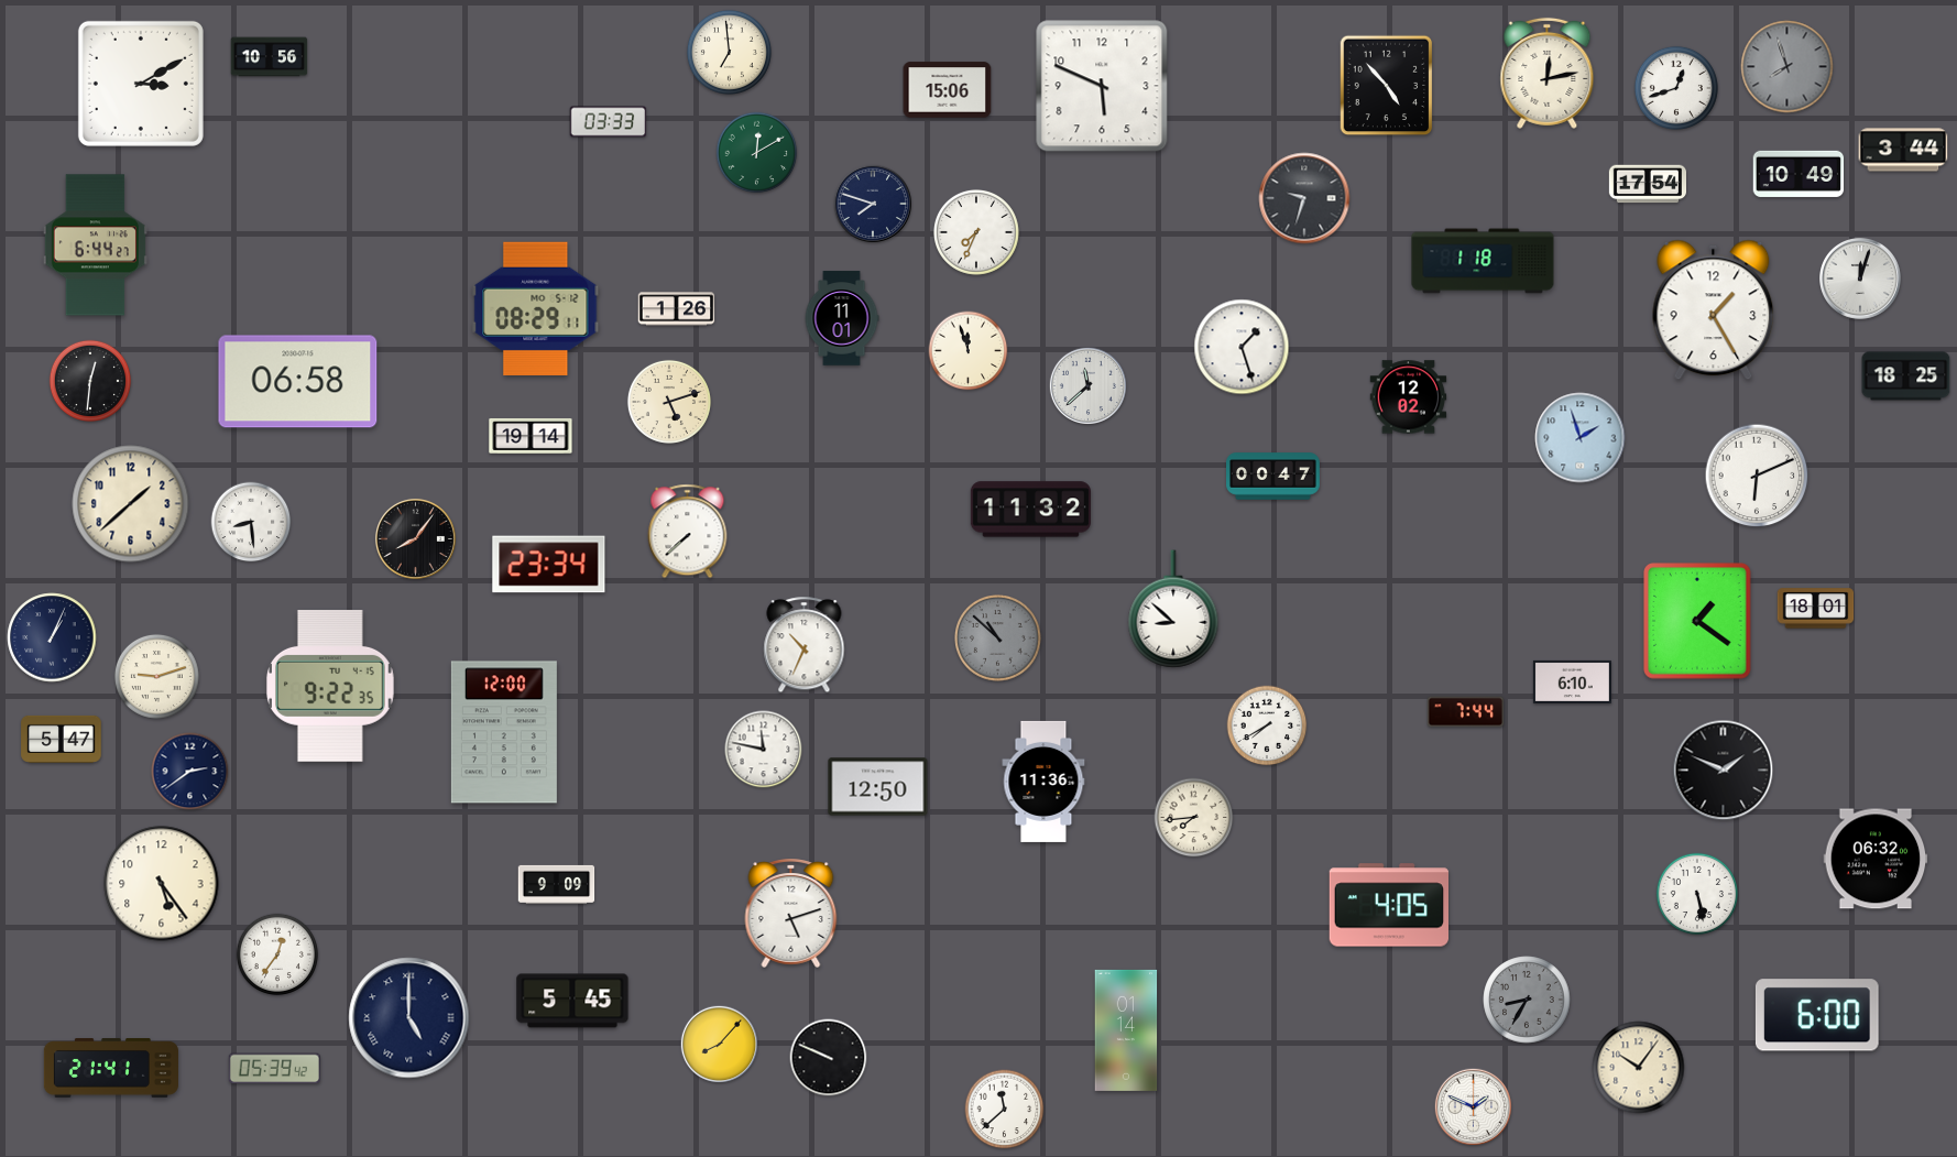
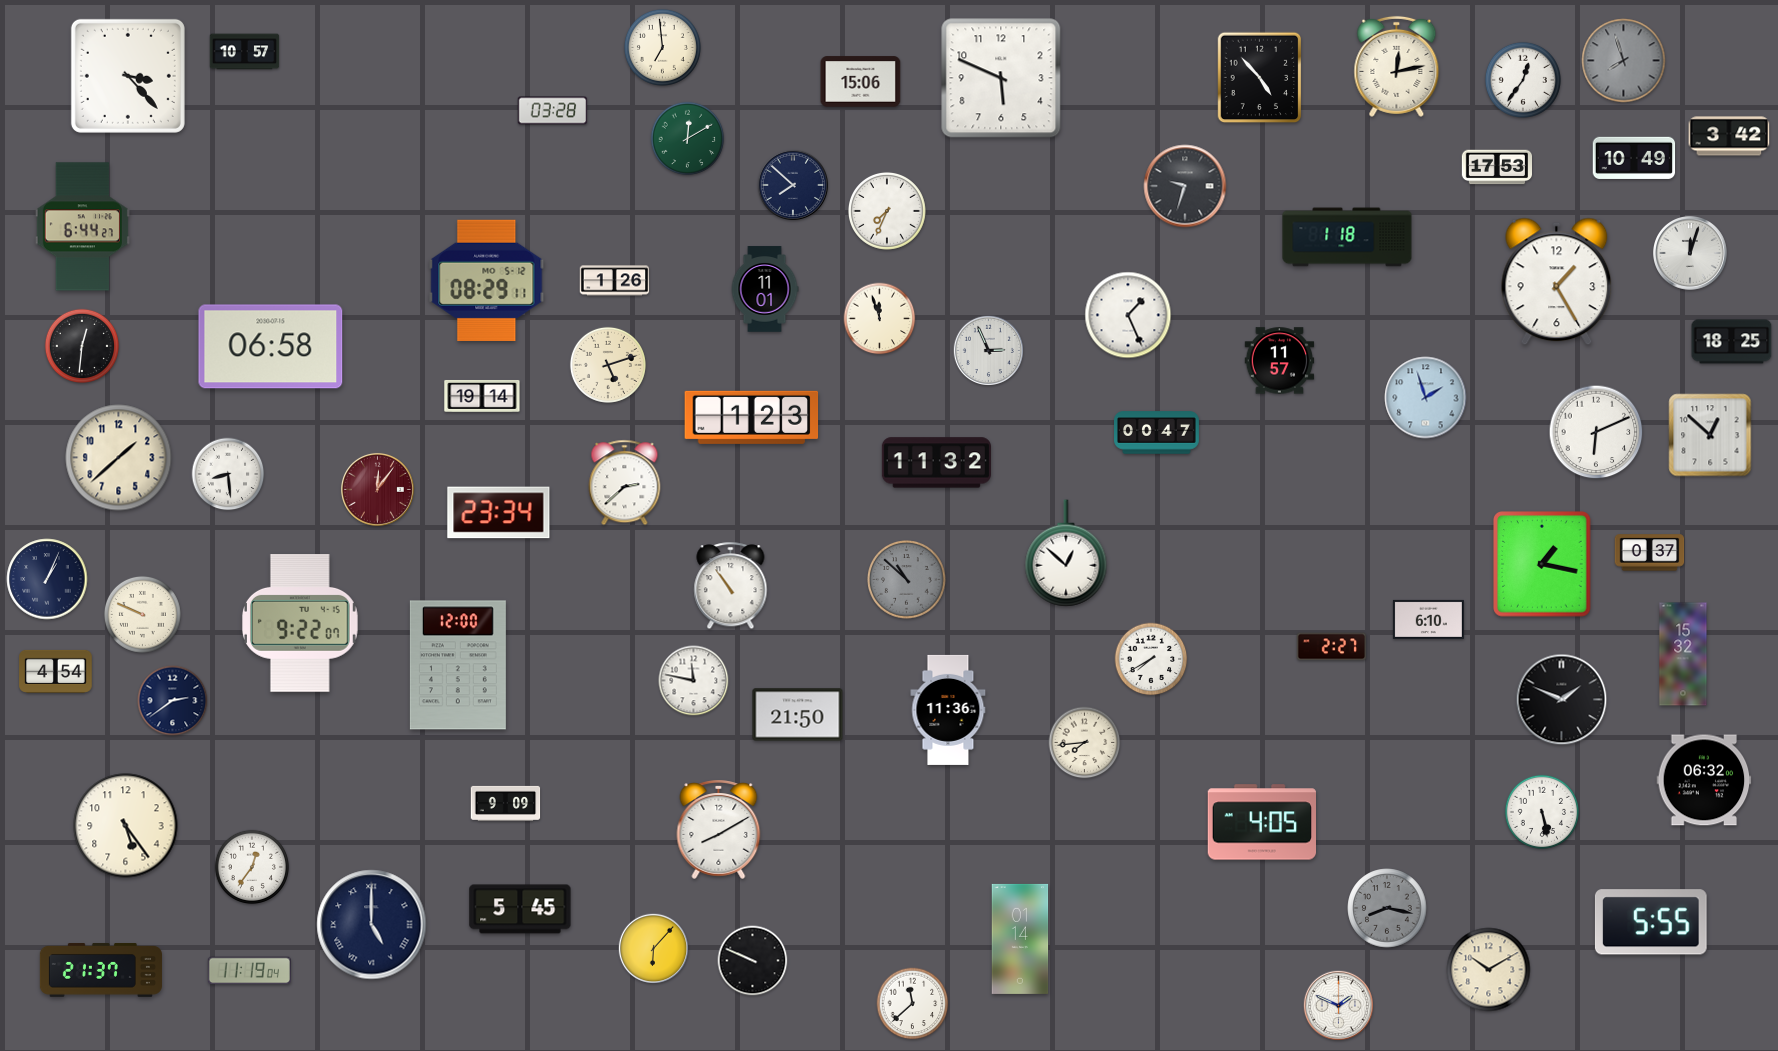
clock at (270, 57): 10:56 -> 10:57
clock at (1548, 73) position: (1548, 73) -> (1397, 66)
clock at (141, 84): 3:10 -> 3:23
clock at (1676, 88): 12:42 -> 12:36
clock at (609, 122): 03:33 -> 03:28
clock at (1903, 150): 3:44 -> 3:42
clock at (1647, 184): 17:54 -> 17:53
clock at (1304, 198) position: (1304, 198) -> (1185, 186)
clock at (873, 204): 7:48 -> 7:52
clock at (95, 245) position: (95, 245) -> (82, 227)
clock at (1242, 347): 1:27 -> 1:26
clock at (1087, 385): 11:38 -> 2:56
clock at (1409, 397): 12:02 -> 11:57
clock at (1581, 438) position: (1581, 438) -> (1426, 398)
clock at (752, 417): none -> 1:23
clock at (1710, 435): none -> 12:52
clock at (688, 532): 7:38 -> 2:38
clock at (415, 538): 8:06 -> 12:06
clock at (415, 538) dial: black -> burgundy
clock at (1173, 609): 8:52 -> 12:52
clock at (1816, 609): 18:01 -> 0:37
clock at (1697, 621): 1:21 -> 1:17
clock at (805, 645): 10:34 -> 10:54
clock at (156, 676): 9:12 -> 9:49
clock at (331, 687): 9:22:35 -> 9:22:07
clock at (1466, 712): 7:44 -> 2:27
clock at (1683, 654): none -> 15:32
clock at (62, 739): 5:47 -> 4:54
clock at (1724, 771) position: (1724, 771) -> (1562, 700)
clock at (878, 787): 12:50 -> 21:50
clock at (162, 884) position: (162, 884) -> (126, 826)
clock at (791, 913): 5:12 -> 8:10
clock at (1527, 1000): 8:35 -> 8:17
clock at (1817, 1015): 6:00 -> 5:55
clock at (1126, 1030) position: (1126, 1030) -> (1020, 939)
clock at (719, 1044): 8:07 -> 6:07
clock at (1639, 1068): 10:06 -> 10:10
clock at (111, 1069): 21:41 -> 21:37
clock at (274, 1069): 05:39 -> 11:19
clock at (1005, 1110) position: (1005, 1110) -> (913, 1004)
